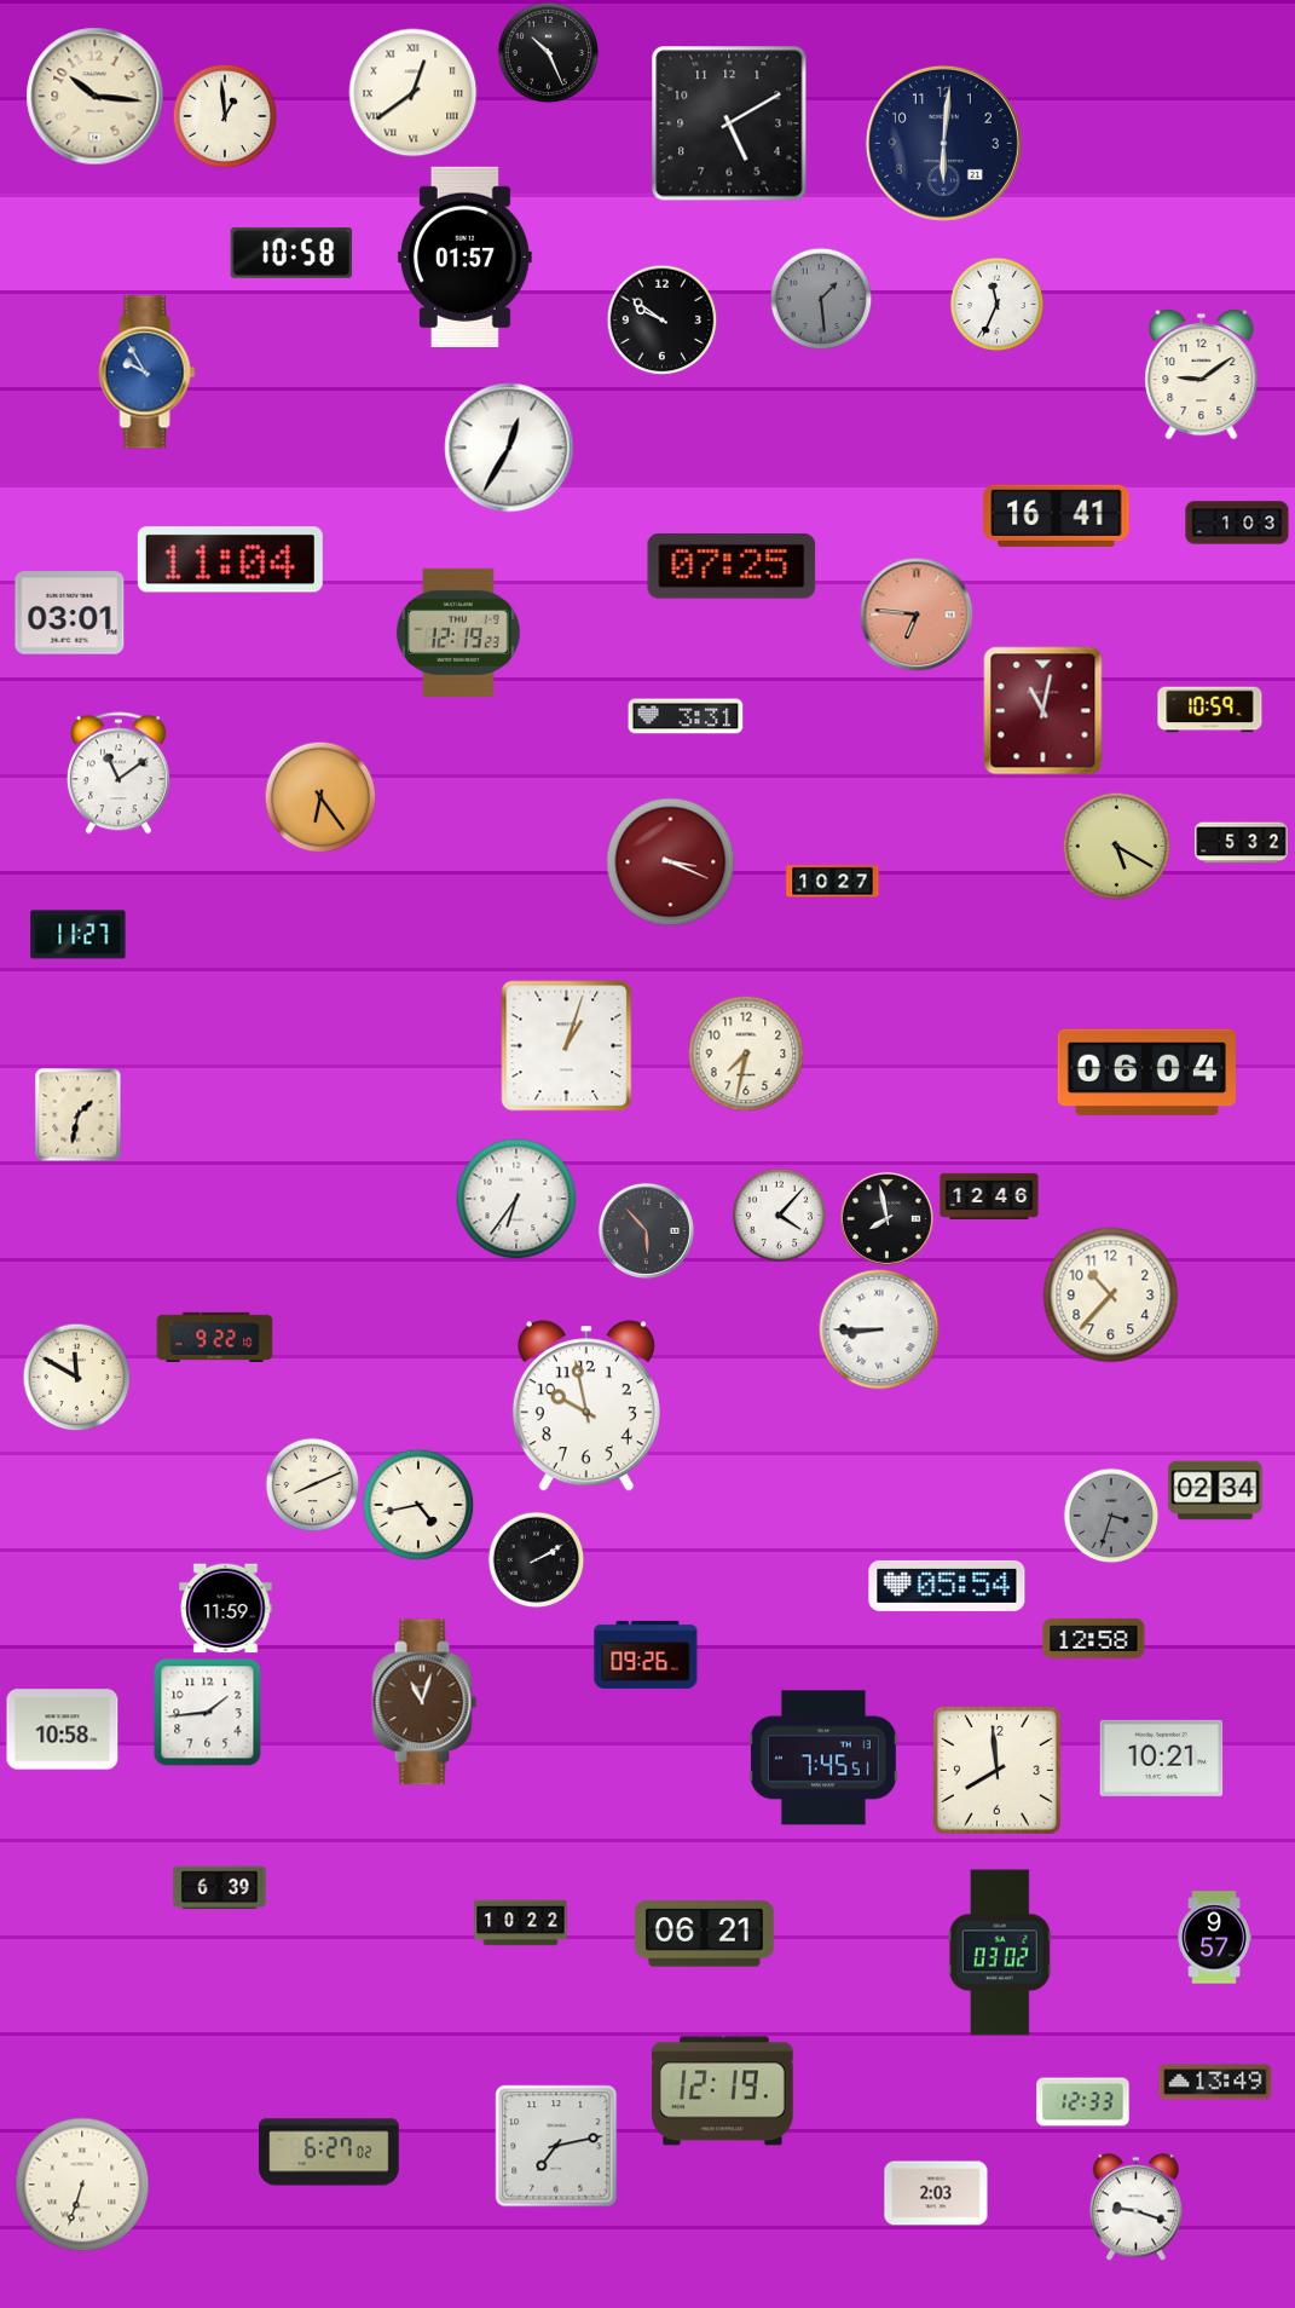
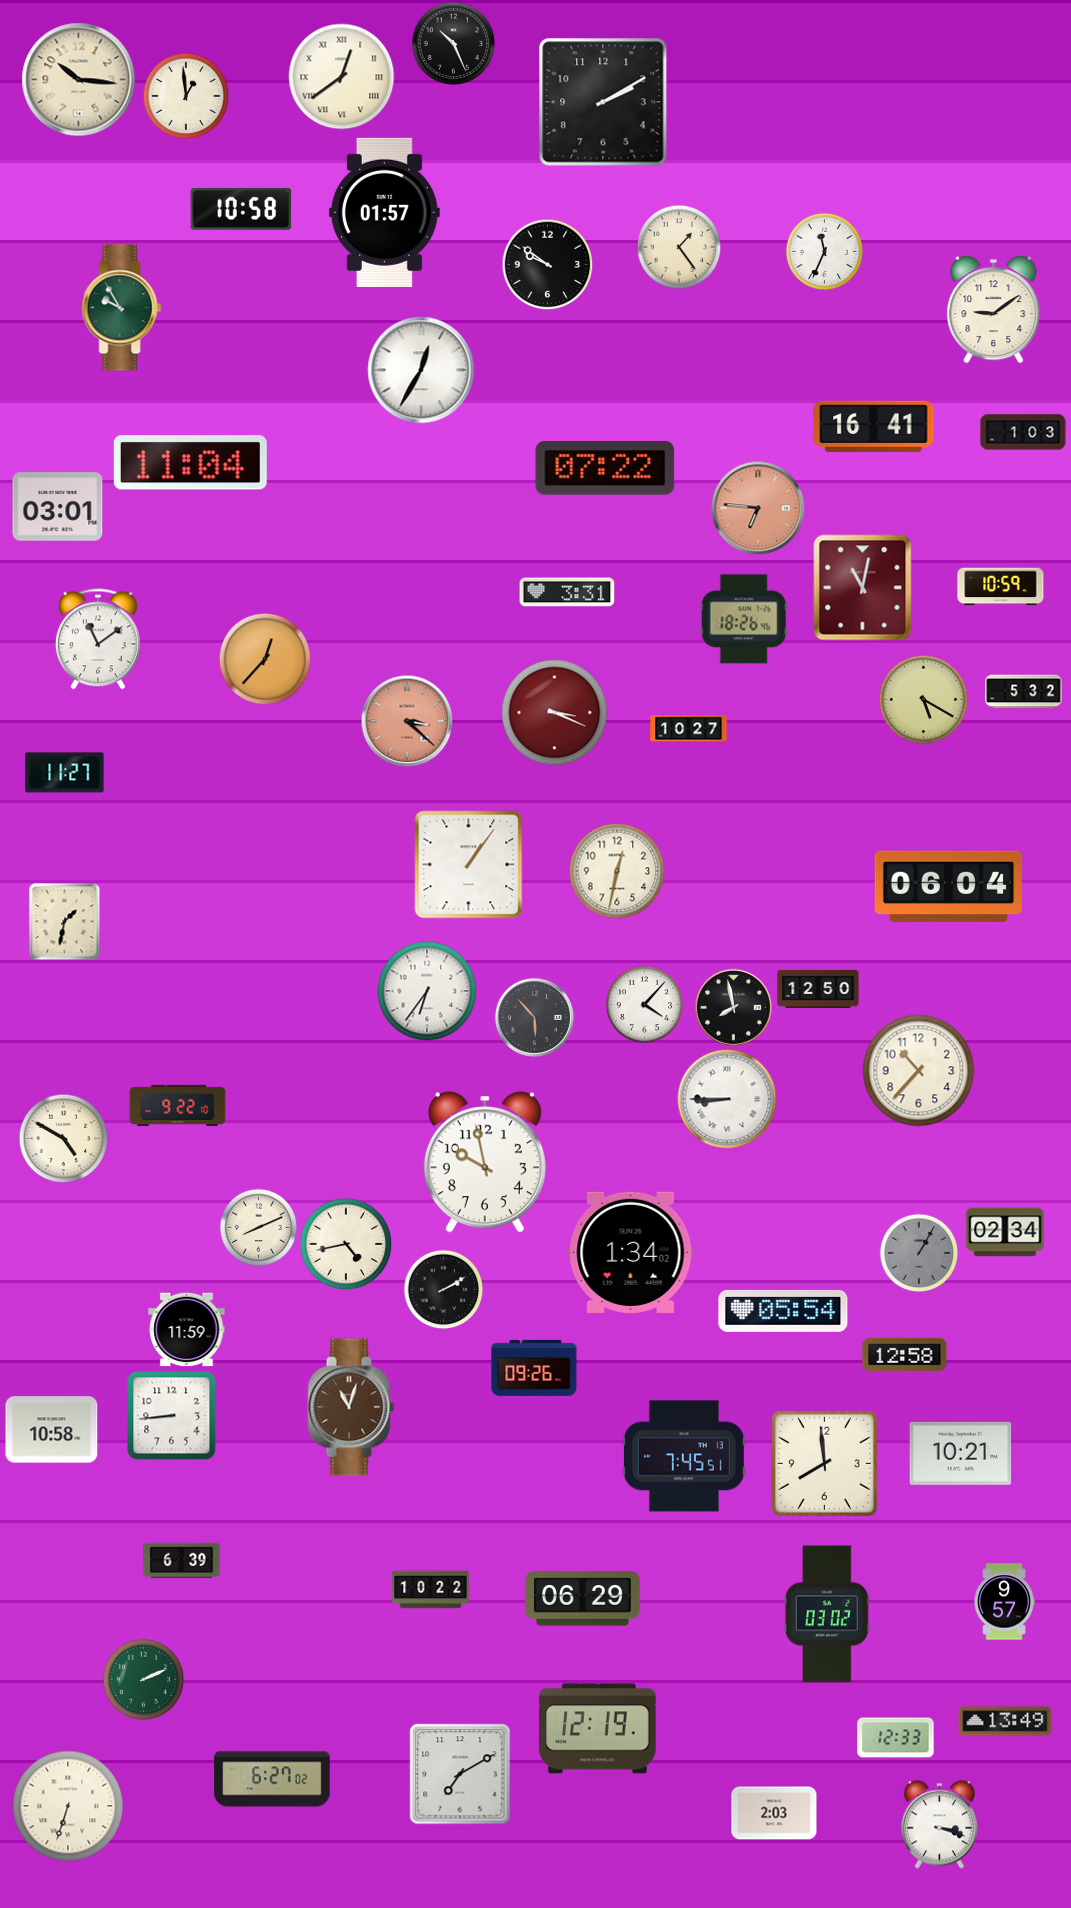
clock at (729, 123): 5:10 -> 2:10
clock at (943, 143): 6:01 -> none
clock at (821, 299): 1:29 -> 1:24
clock at (821, 299) dial: grey -> cream
clock at (148, 373) dial: blue -> green
clock at (732, 566): 07:25 -> 07:22
clock at (458, 633): 12:19 -> none
clock at (744, 619): none -> 18:26
clock at (320, 797): 6:24 -> 12:37
clock at (1242, 843) position: (1242, 843) -> (1024, 692)
clock at (407, 721): none -> 3:22
clock at (567, 1046): 1:03 -> 1:06
clock at (746, 1054): 7:32 -> 12:32
clock at (989, 1196): 12:46 -> 12:50
clock at (76, 1377): 11:50 -> 4:50
clock at (631, 1252): none -> 1:34
clock at (1111, 1516): 3:33 -> 1:05
clock at (208, 1713): 1:44 -> 8:44
clock at (823, 1758) position: (823, 1758) -> (684, 1456)
clock at (705, 1934): 06:21 -> 06:29
clock at (143, 1679): none -> 2:11
clock at (556, 2146): 7:13 -> 7:10
clock at (1135, 2208): 9:18 -> 3:18
